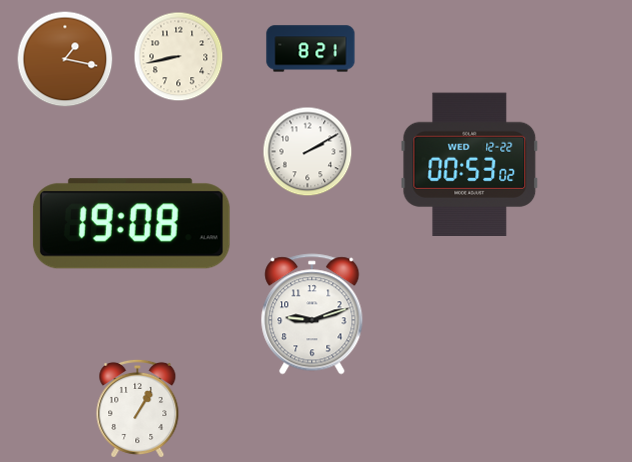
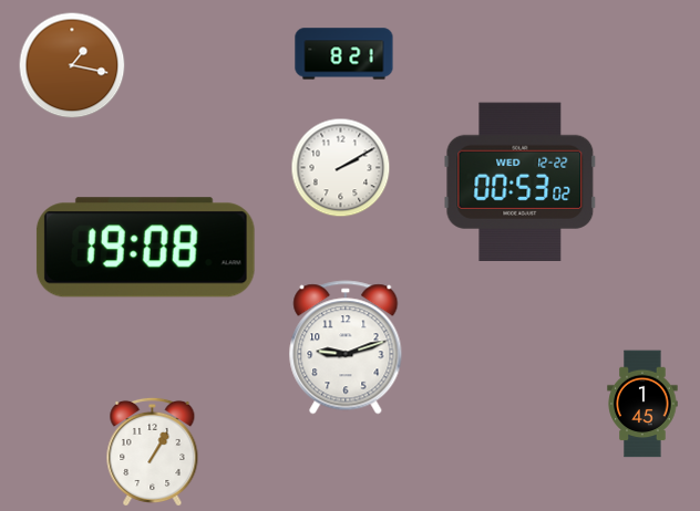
clock at (179, 57): 8:43 -> none
clock at (642, 404): none -> 1:45
